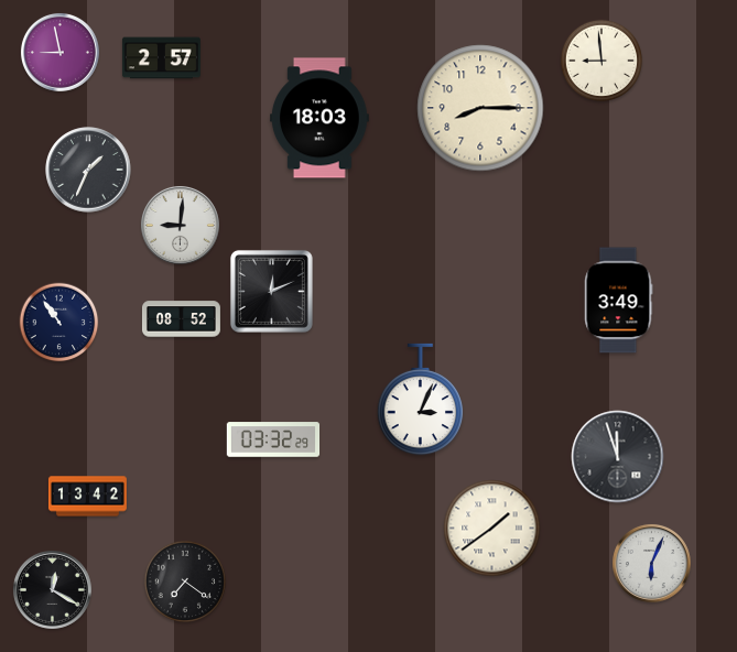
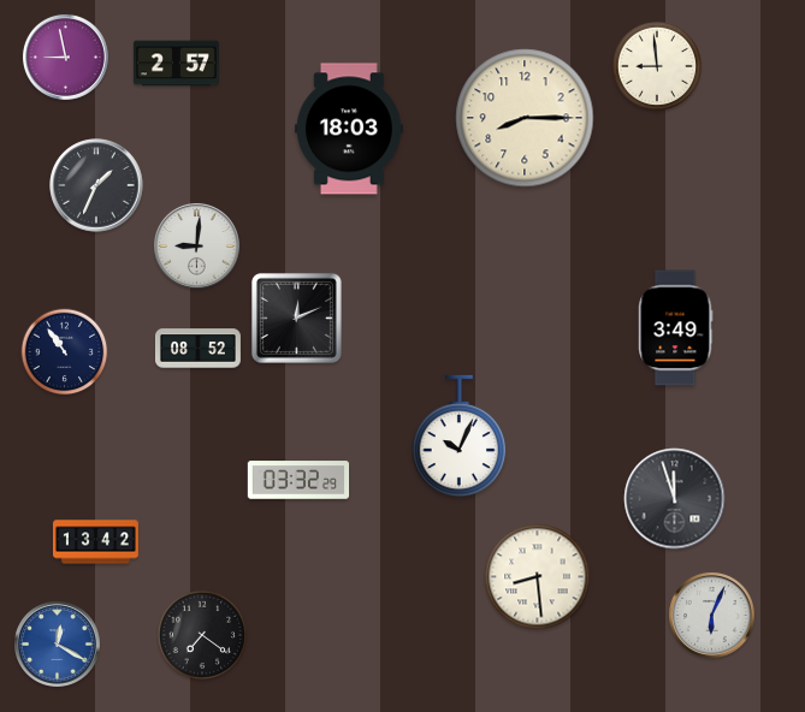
clock at (421, 400): 3:04 -> 10:04
clock at (492, 529): 1:39 -> 8:29
clock at (52, 589) dial: black -> blue
